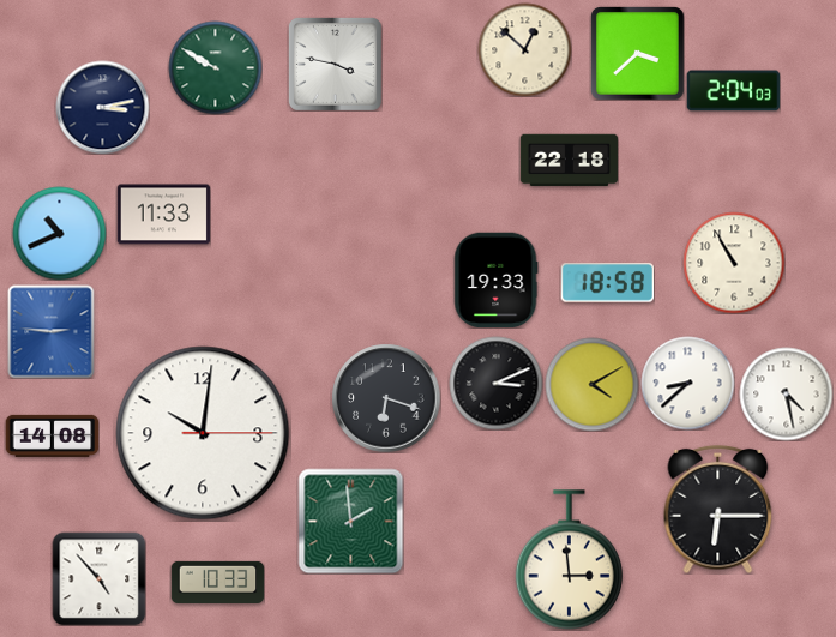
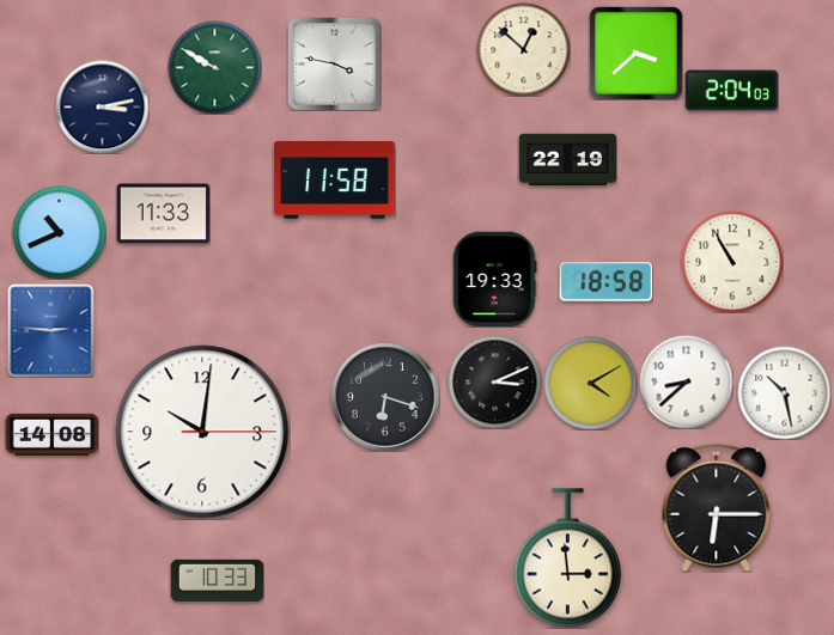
clock at (569, 161): 22:18 -> 22:19
clock at (335, 181): none -> 11:58
clock at (786, 393): 4:28 -> 10:28
clock at (350, 521): 1:59 -> none
clock at (98, 578): 4:53 -> none
